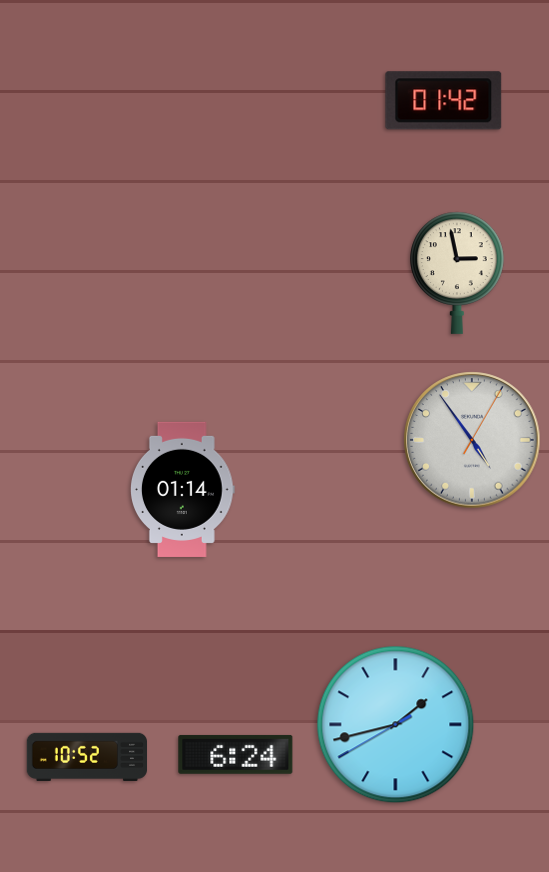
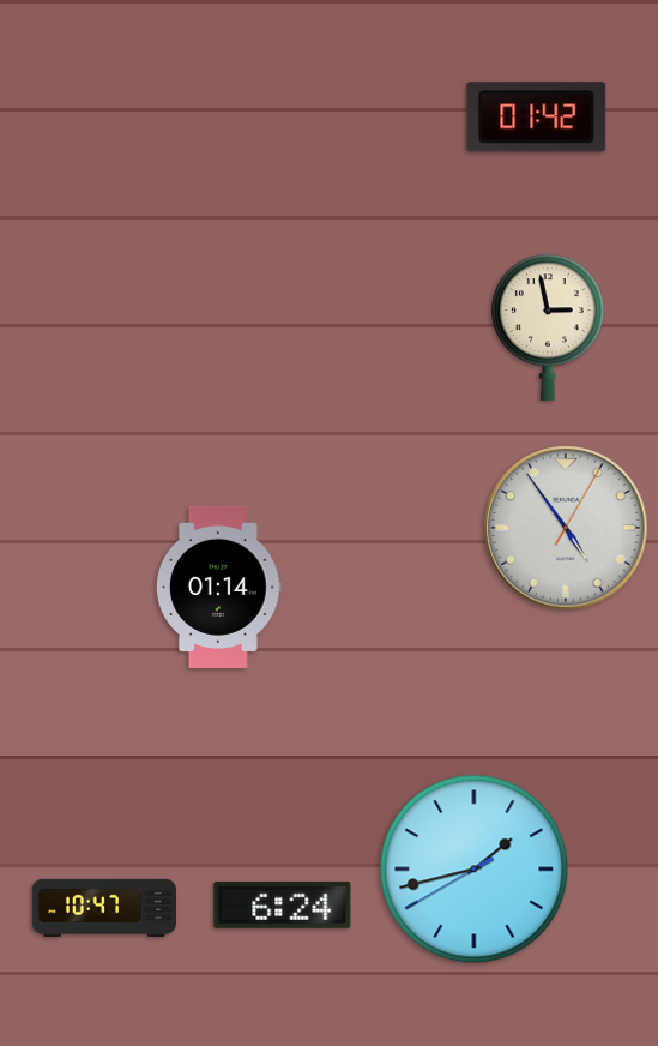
clock at (444, 101) position: (444, 101) -> (537, 118)
clock at (86, 757): 10:52 -> 10:47
